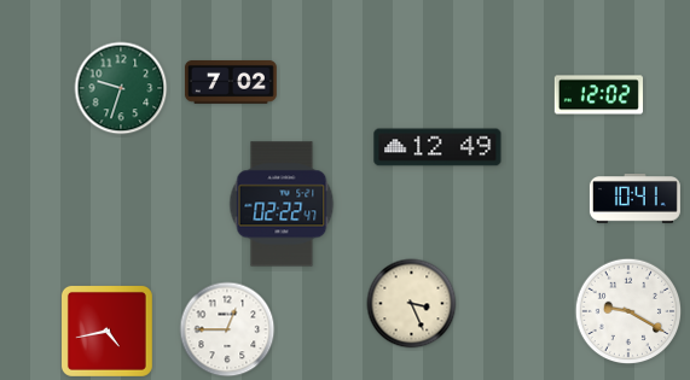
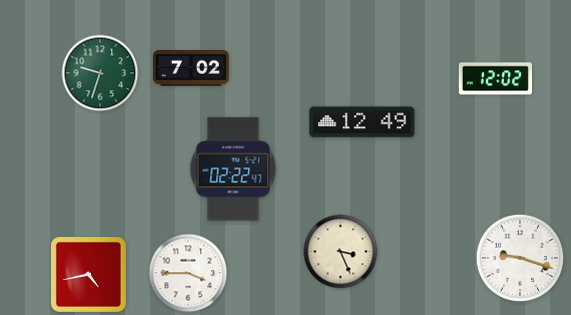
clock at (634, 199): 10:41 -> none
clock at (628, 311): 9:20 -> 9:18
clock at (227, 329): 12:45 -> 3:45
